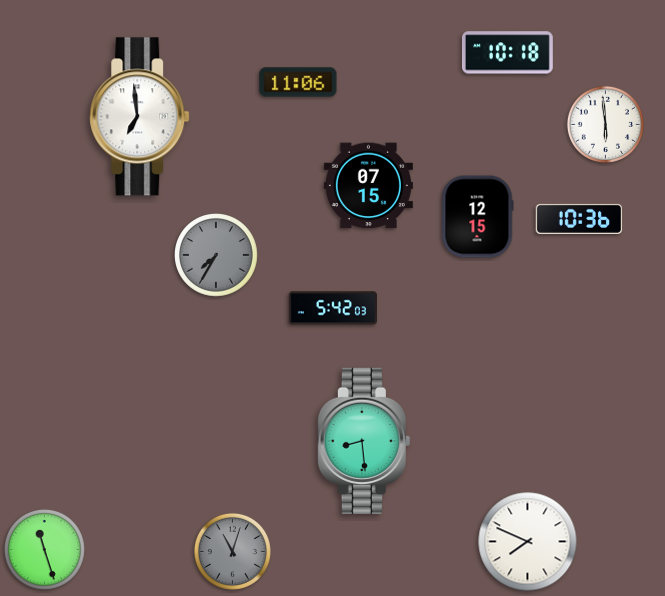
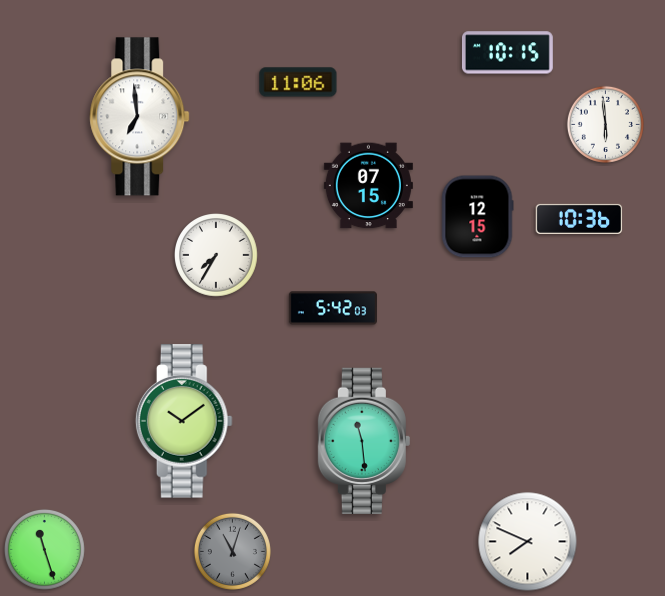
clock at (507, 53): 10:18 -> 10:15
clock at (217, 256) dial: grey -> white
clock at (184, 421): none -> 10:09
clock at (364, 440): 8:29 -> 11:29
